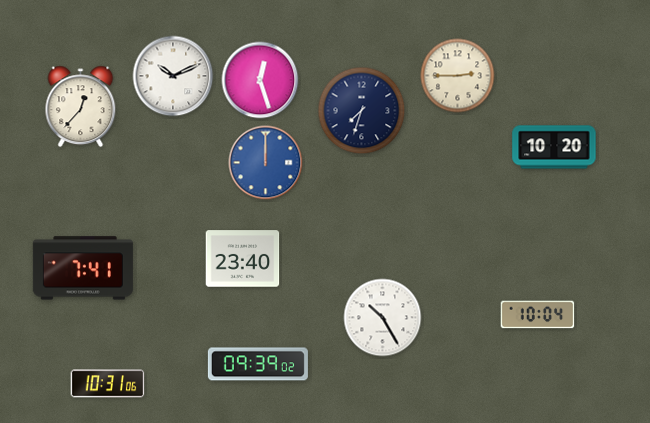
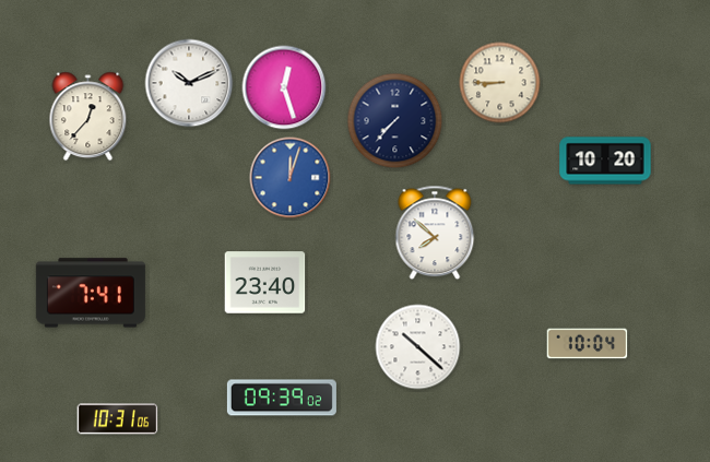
clock at (458, 76): 2:45 -> 8:45
clock at (362, 111): 7:33 -> 7:37
clock at (266, 163): 12:00 -> 12:03
clock at (435, 233): none -> 7:52
clock at (383, 318): 10:25 -> 10:22
